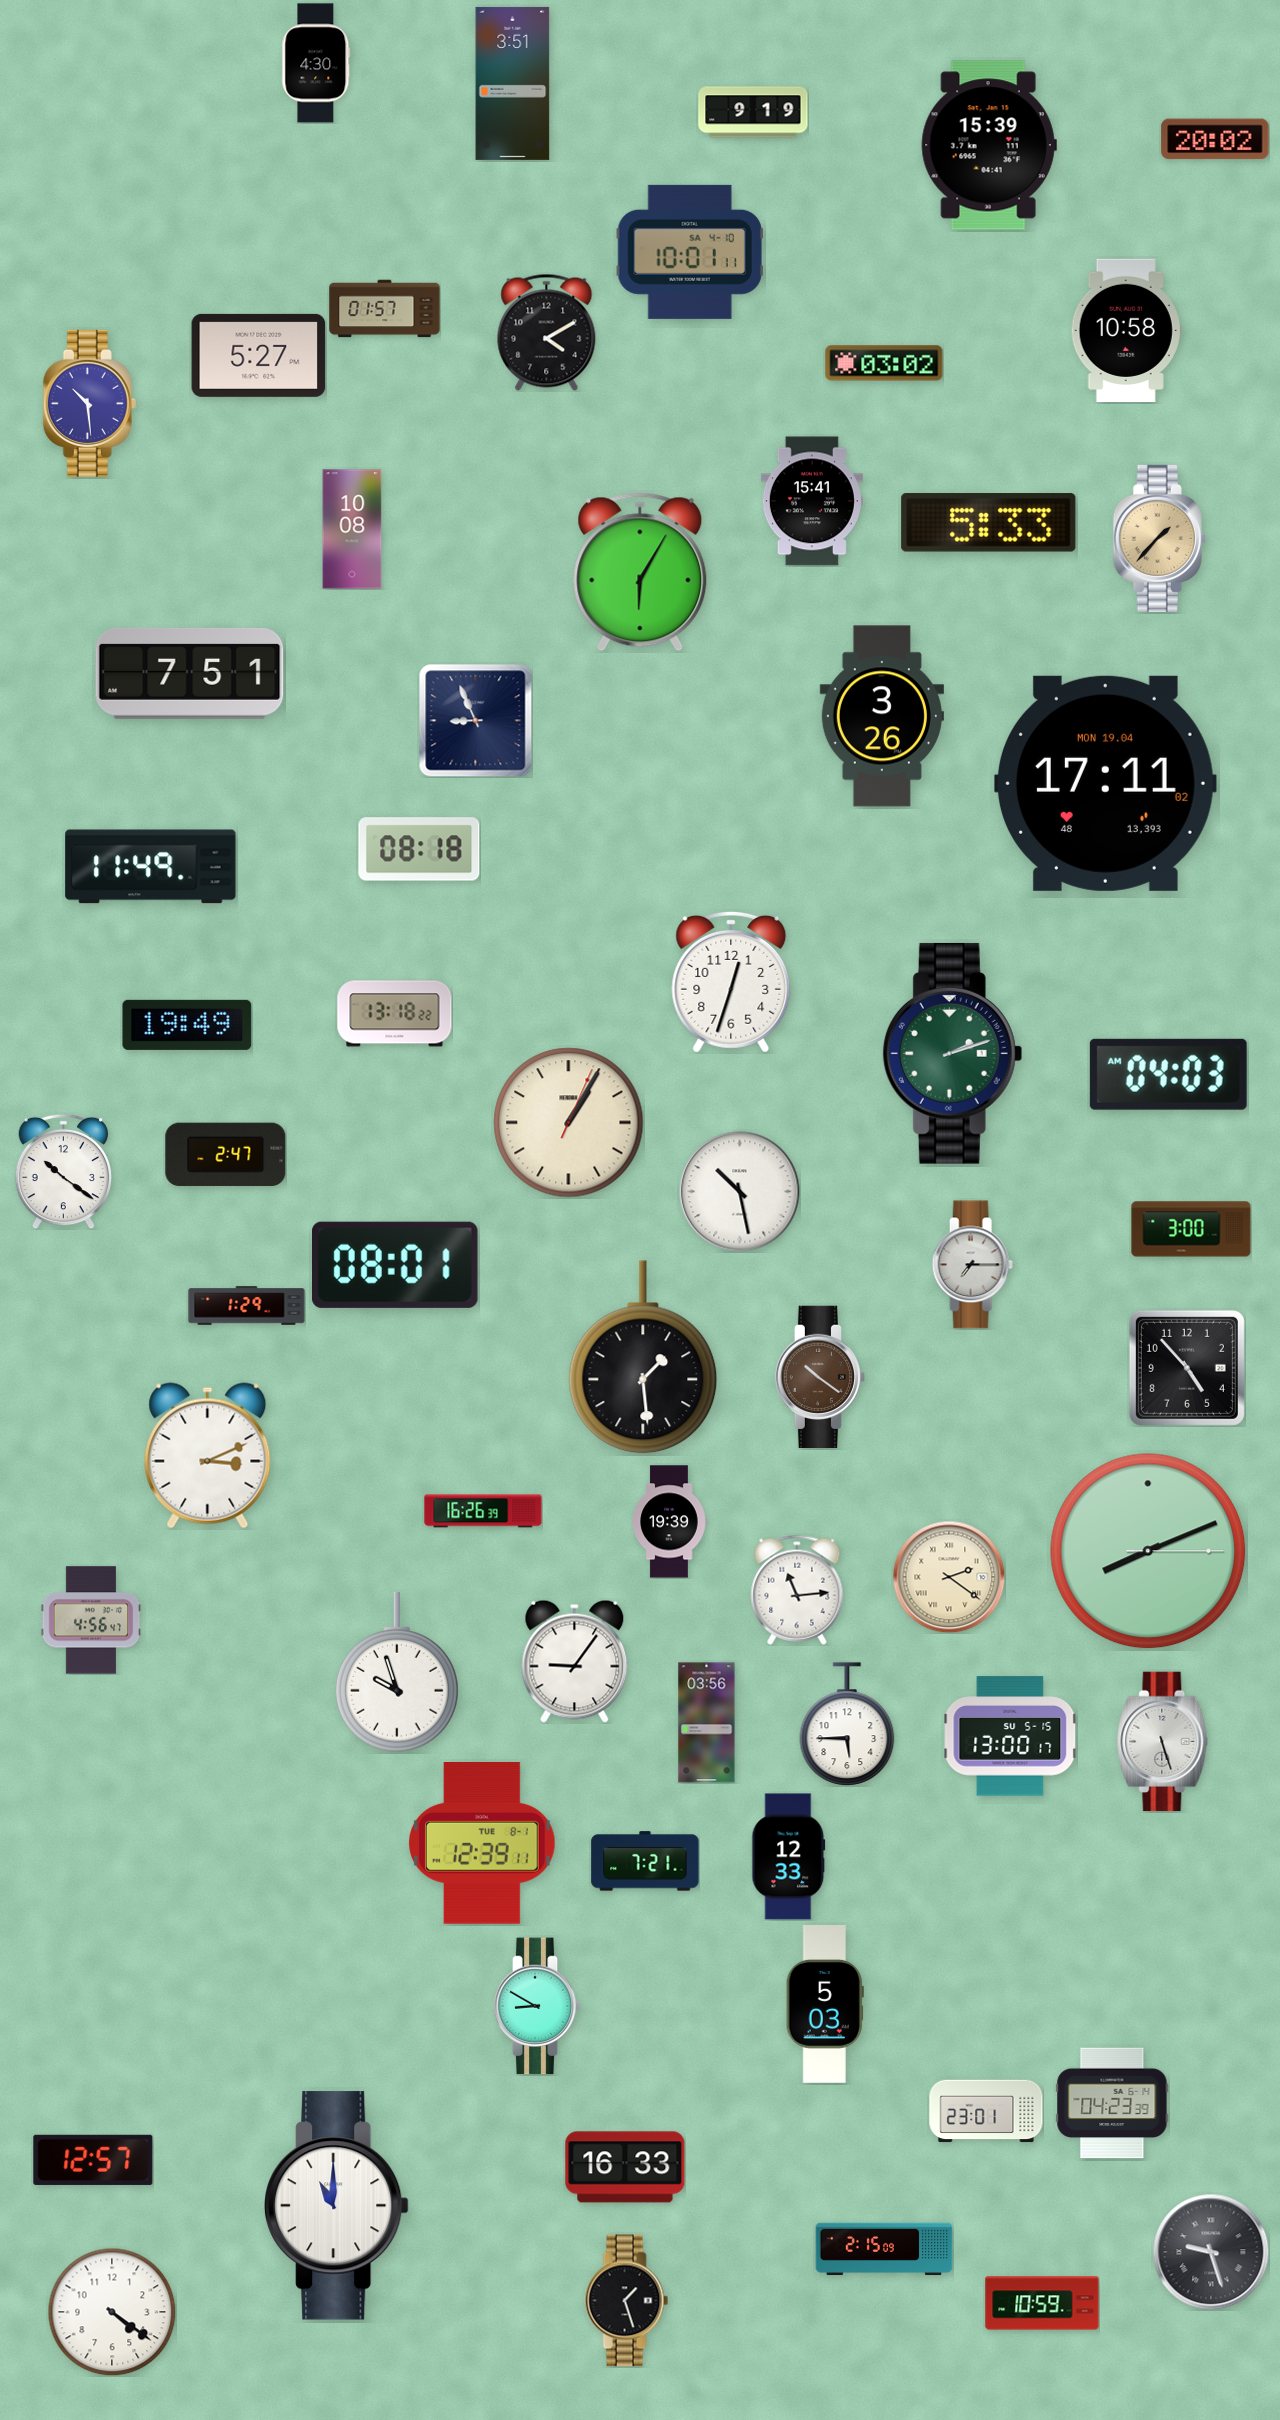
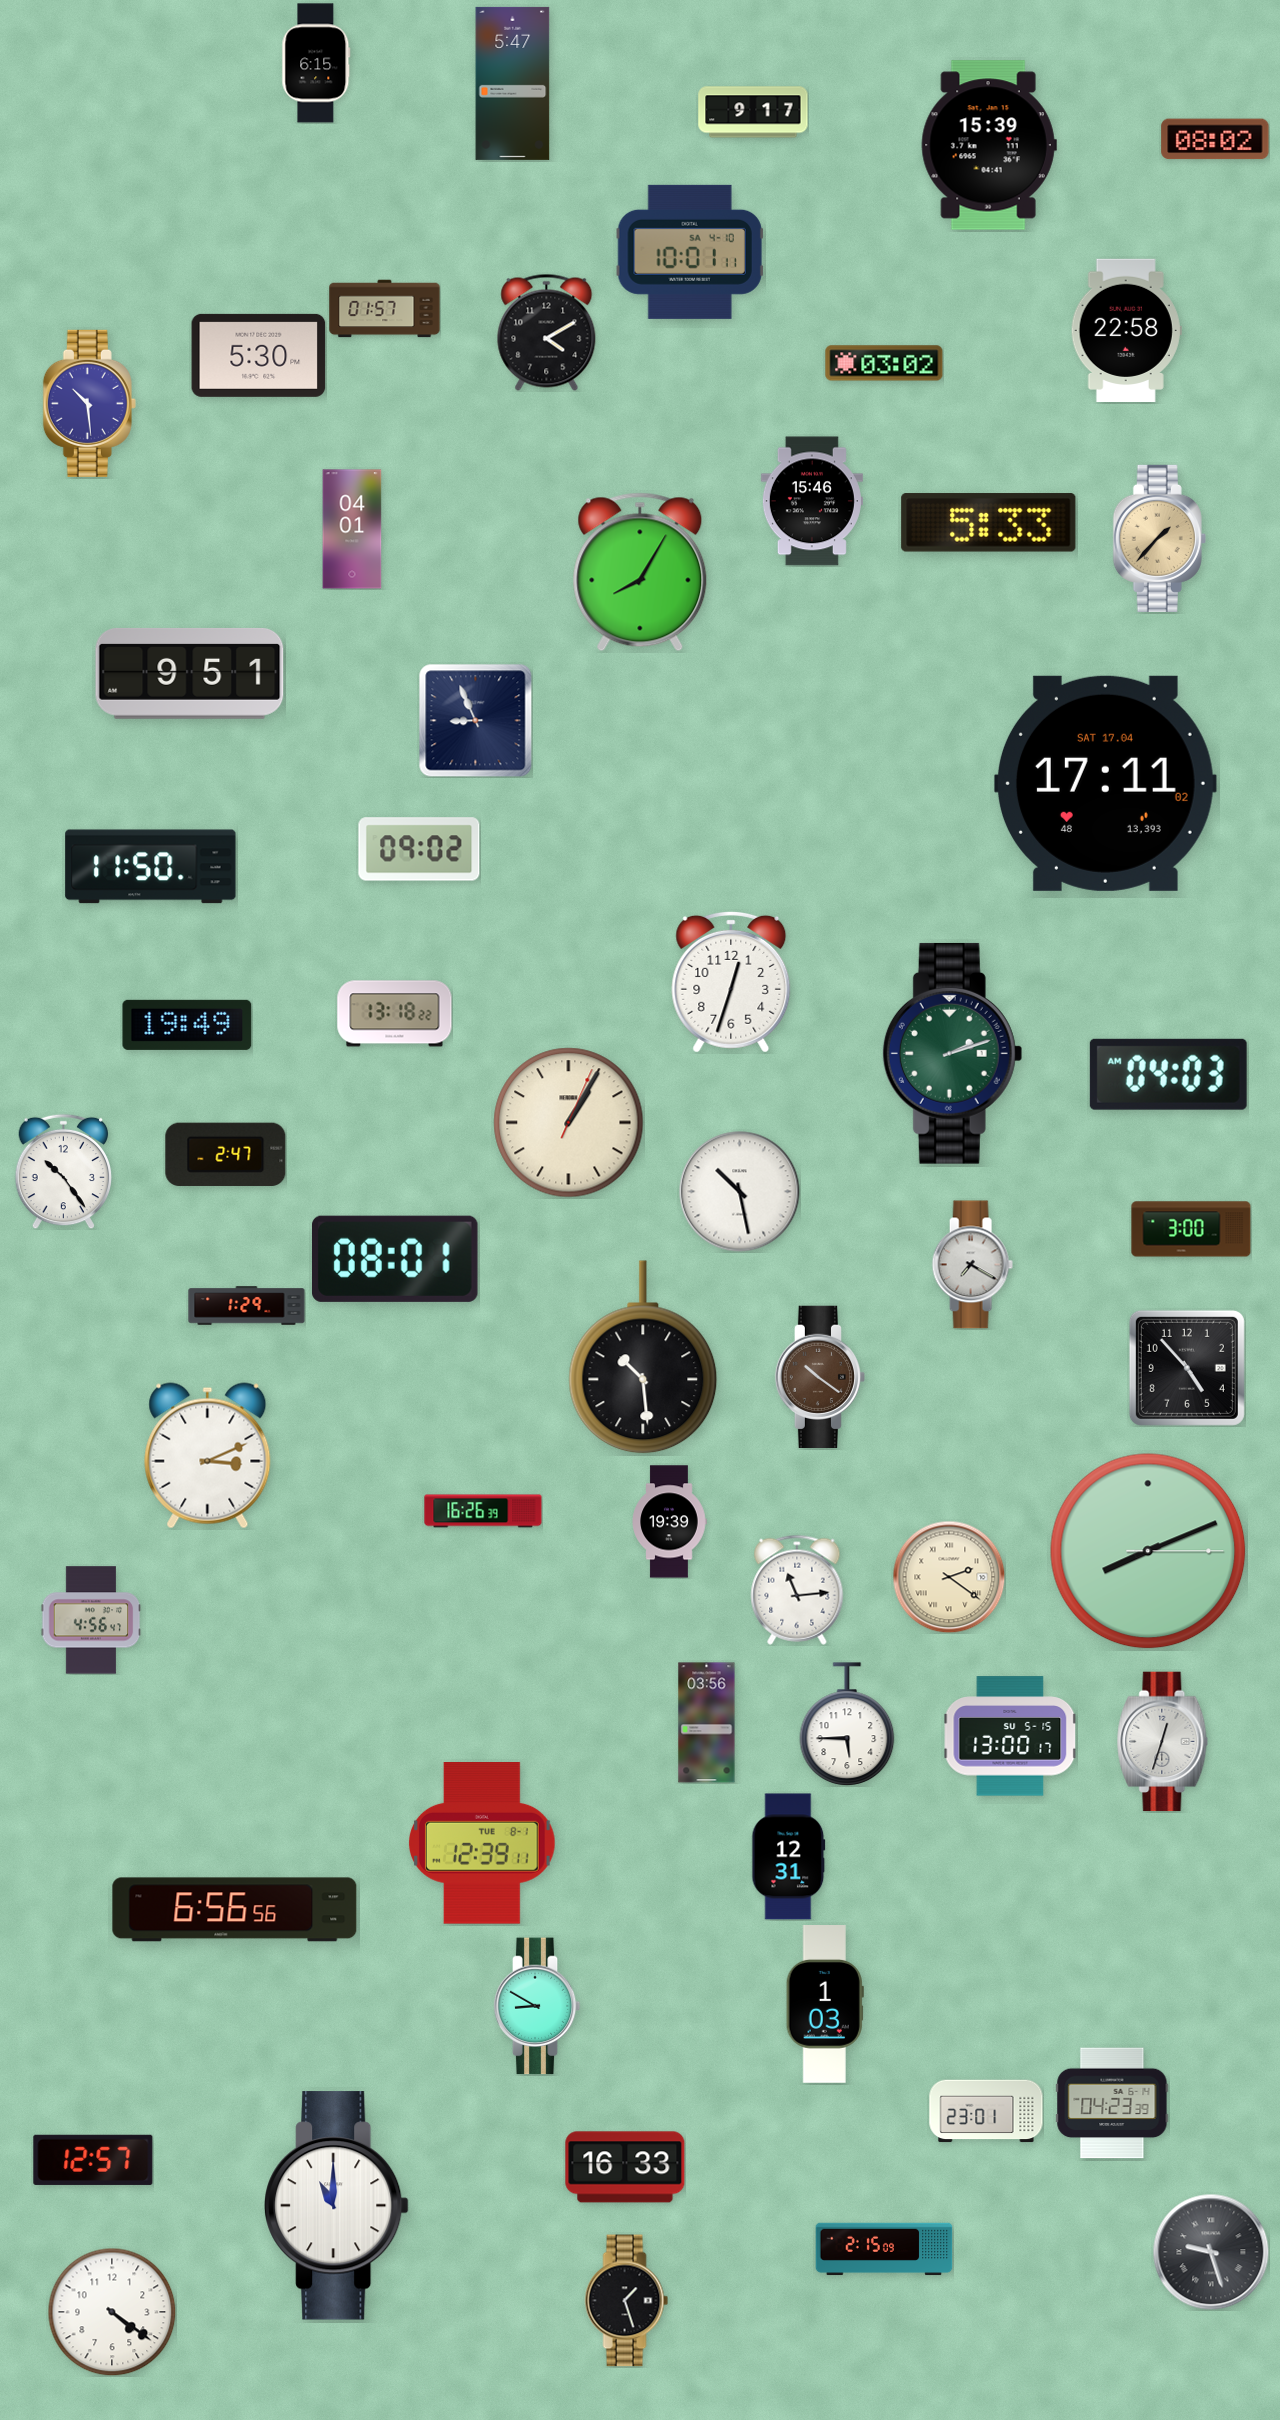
clock at (316, 63): 4:30 -> 6:15
clock at (513, 83): 3:51 -> 5:47
clock at (753, 112): 9:19 -> 9:17
clock at (1215, 139): 20:02 -> 08:02
clock at (1126, 330): 10:58 -> 22:58
clock at (259, 355): 5:27 -> 5:30
clock at (812, 501): 15:41 -> 15:46
clock at (352, 529): 10:08 -> 04:01
clock at (640, 572): 6:05 -> 8:05
clock at (190, 673): 7:51 -> 9:51
clock at (882, 716): 3:26 -> none
clock at (1105, 783) date: MON 19.04 -> SAT 17.04
clock at (419, 849): 08:18 -> 09:02
clock at (151, 867): 11:49 -> 11:50
clock at (64, 1171): 10:21 -> 10:24
clock at (396, 1265) position: (396, 1265) -> (396, 1259)
clock at (972, 1265): 7:15 -> 7:20
clock at (643, 1357): 1:29 -> 10:29
clock at (575, 1661): 9:06 -> none
clock at (397, 1672): 9:57 -> none
clock at (1163, 1742): 5:27 -> 12:33
clock at (789, 1857): 12:33 -> 12:31
clock at (645, 1861): 7:21 -> none
clock at (235, 1910): none -> 6:56
clock at (825, 2005): 5:03 -> 1:03
clock at (1042, 2303): 10:59 -> none
